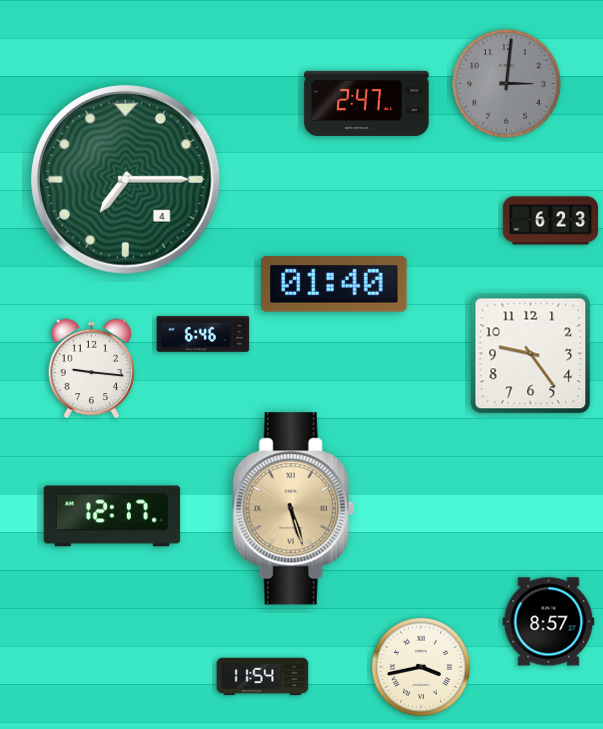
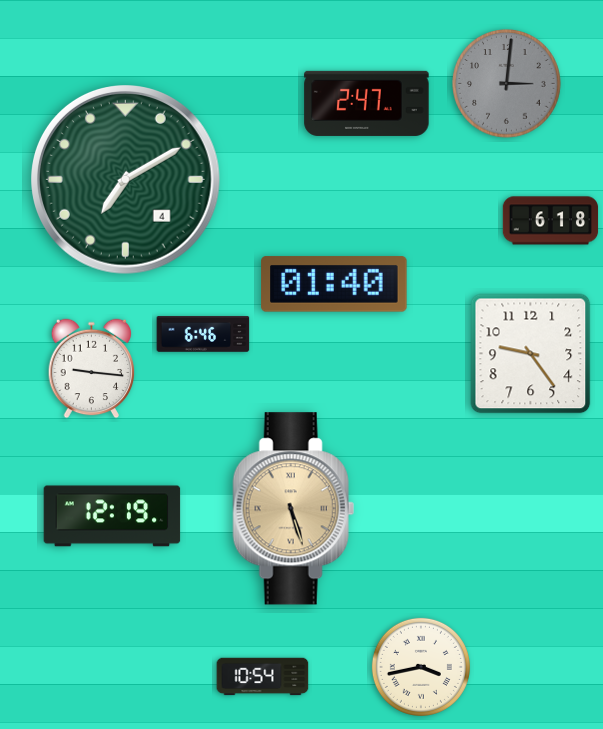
clock at (126, 180): 7:15 -> 7:10
clock at (551, 221): 6:23 -> 6:18
clock at (112, 516): 12:17 -> 12:19
clock at (549, 622): 8:57 -> none
clock at (263, 677): 11:54 -> 10:54
